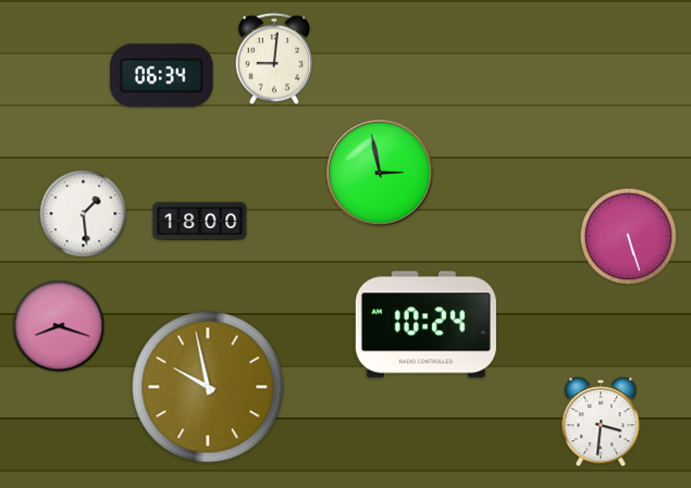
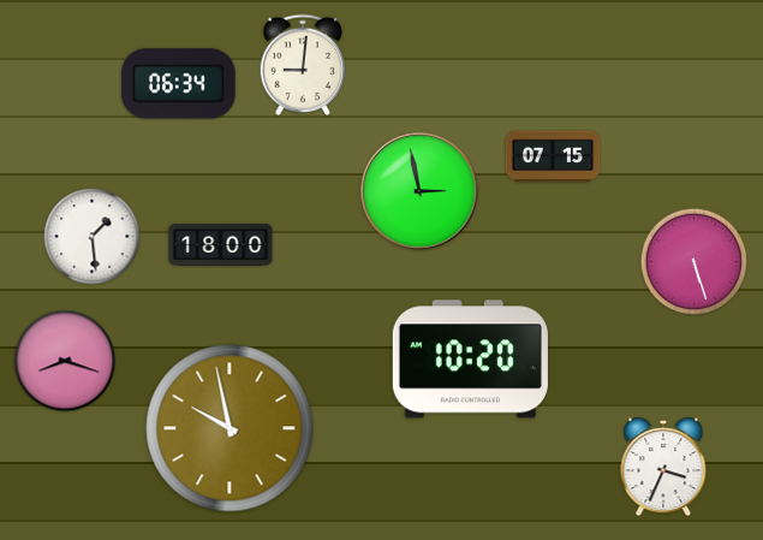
clock at (553, 156): none -> 07:15
clock at (425, 325): 10:24 -> 10:20
clock at (601, 422): 3:31 -> 3:34
